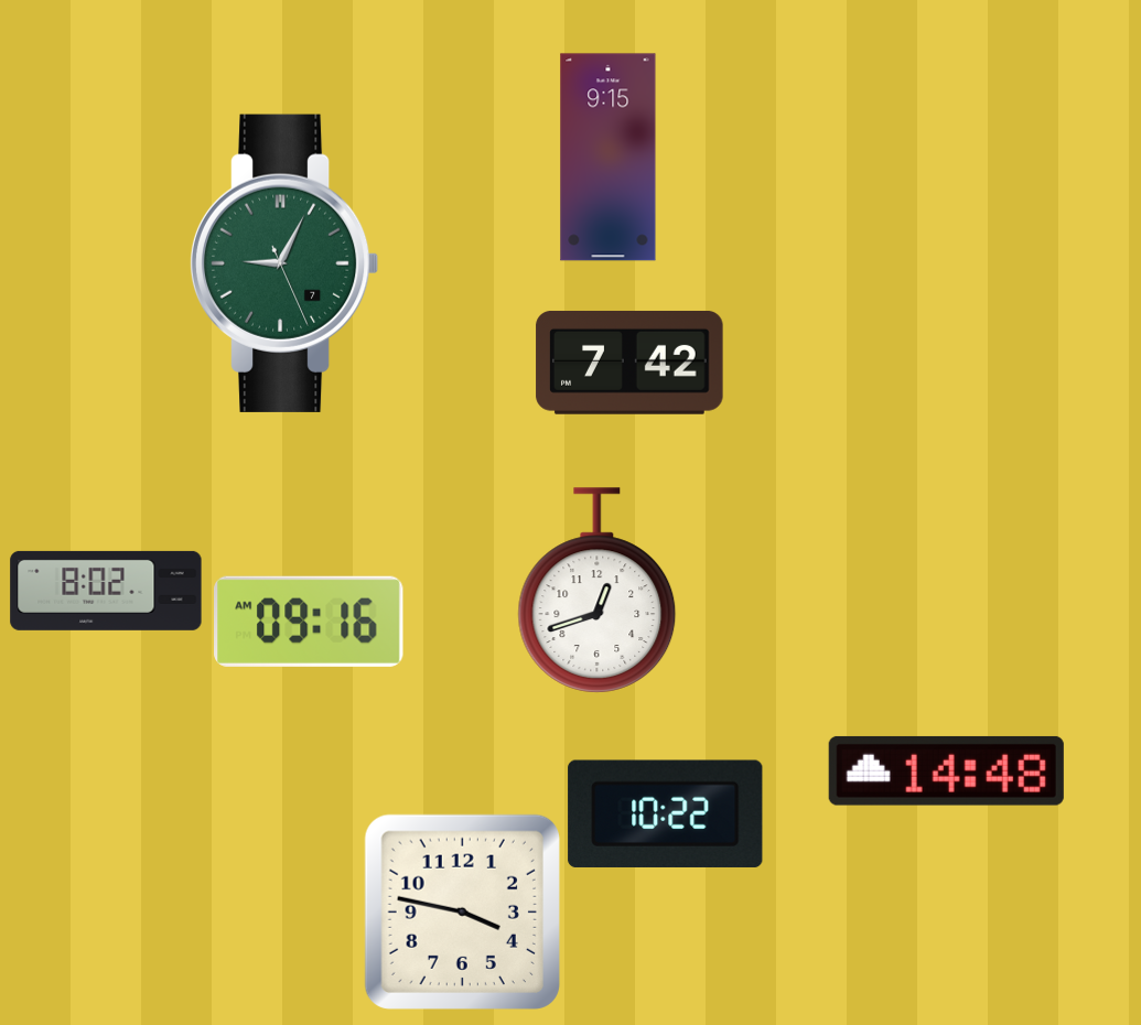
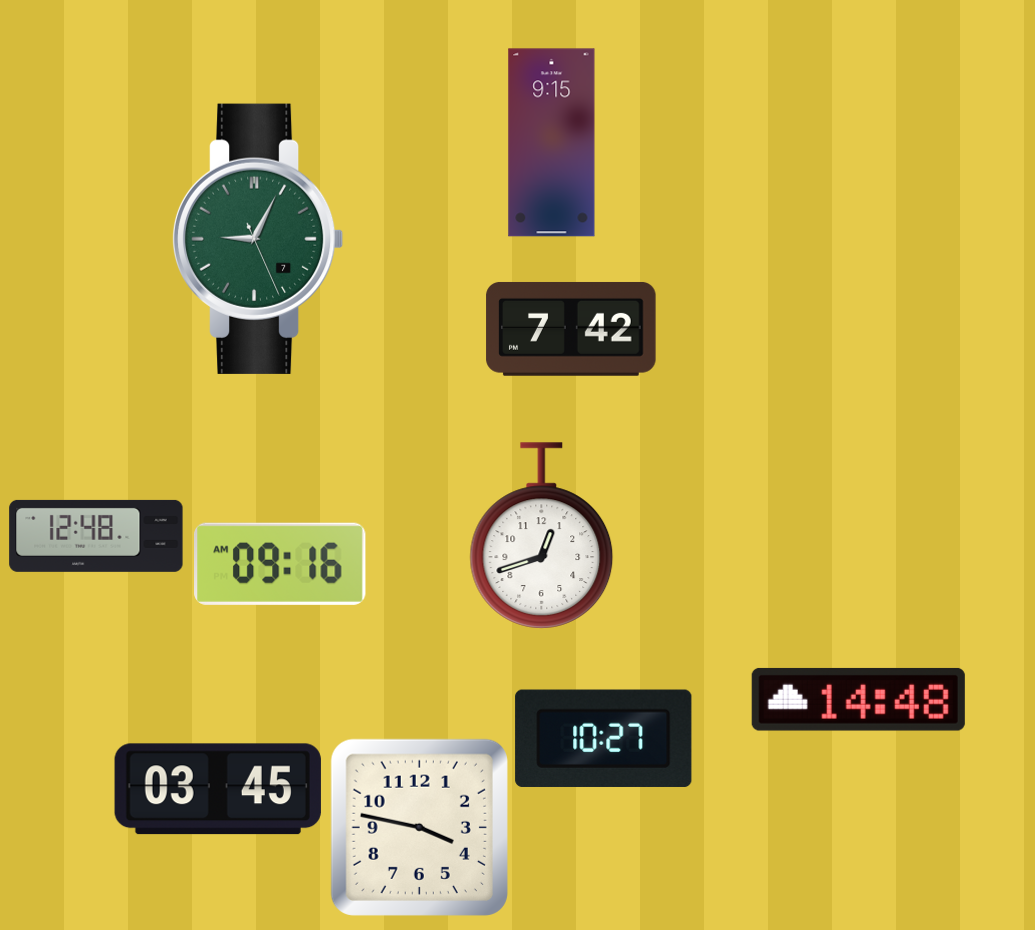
clock at (106, 591): 8:02 -> 12:48
clock at (666, 813): 10:22 -> 10:27
clock at (218, 789): none -> 03:45
